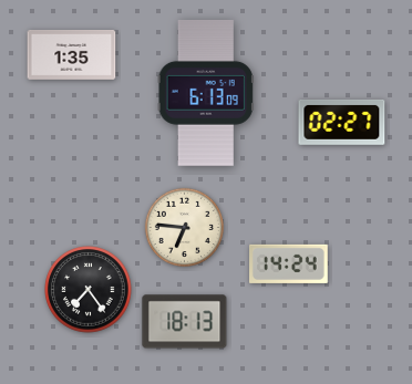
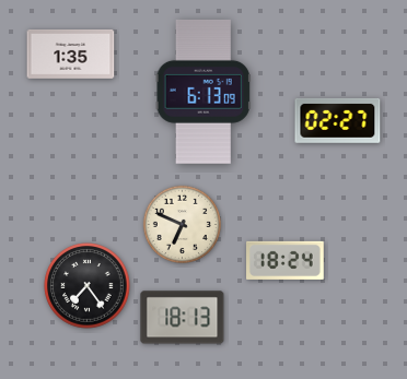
clock at (185, 228): 6:46 -> 6:49
clock at (289, 263): 14:24 -> 18:24
